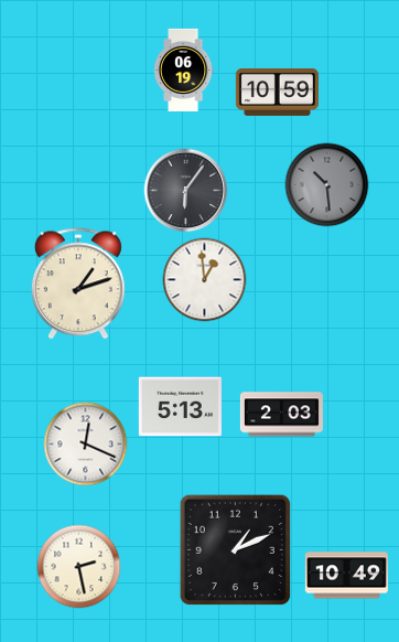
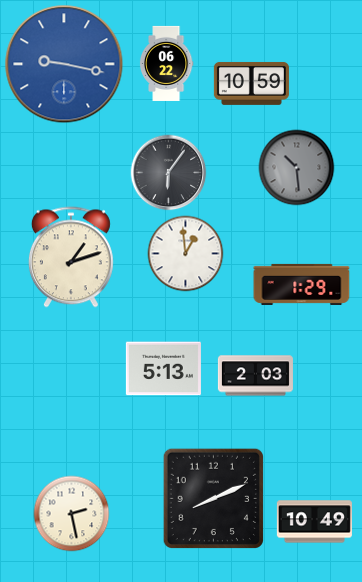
clock at (183, 69): 06:19 -> 06:22
clock at (64, 64): none -> 9:17
clock at (302, 284): none -> 1:29
clock at (86, 445): 12:19 -> none
clock at (235, 549): 1:11 -> 8:11
